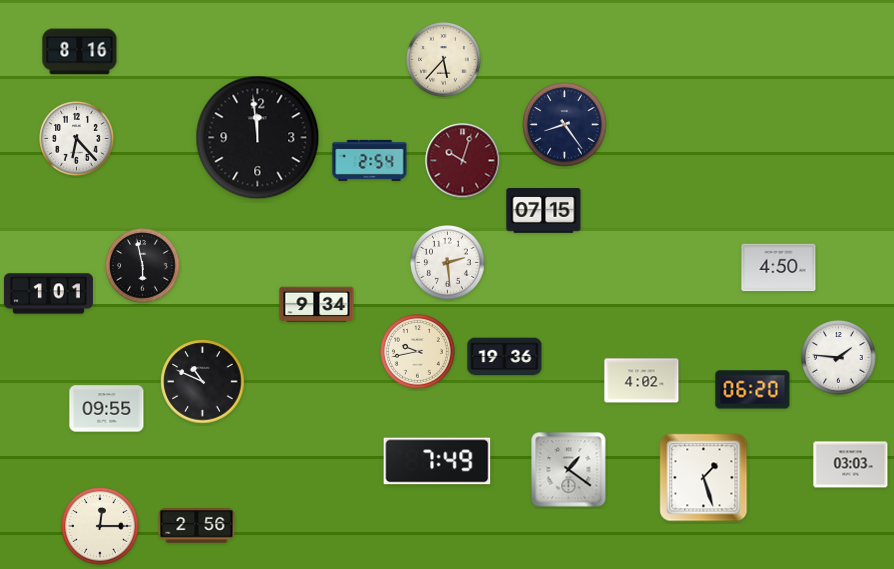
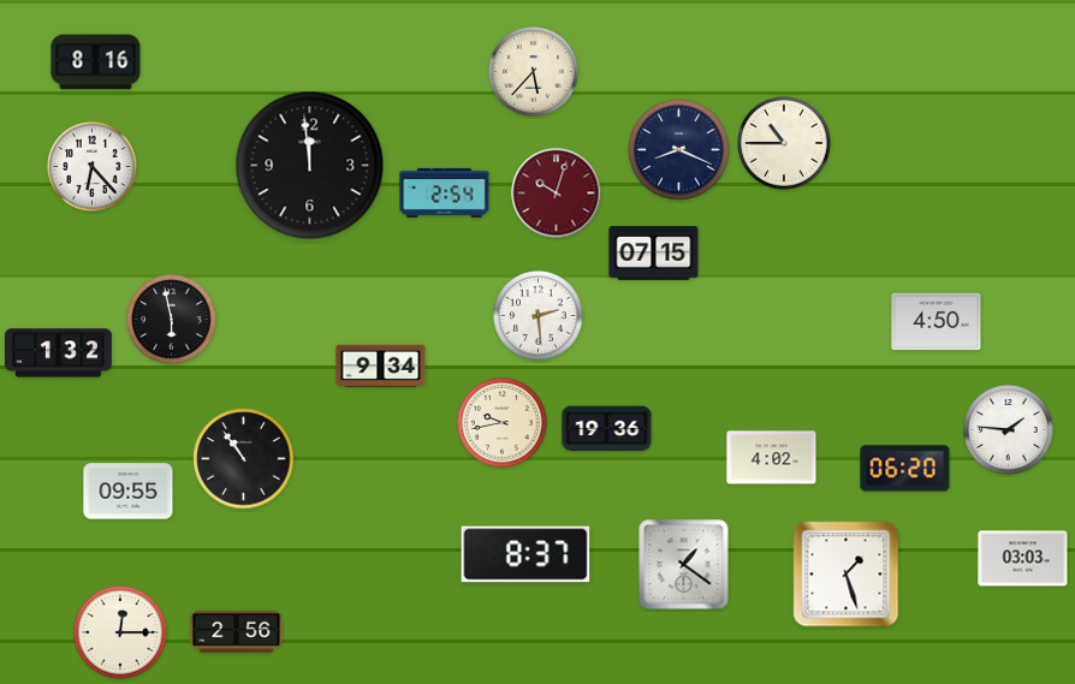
clock at (784, 143): none -> 10:45
clock at (565, 125): 8:24 -> 8:19
clock at (48, 294): 1:01 -> 1:32
clock at (203, 382): 10:49 -> 10:54
clock at (437, 461): 7:49 -> 8:37
